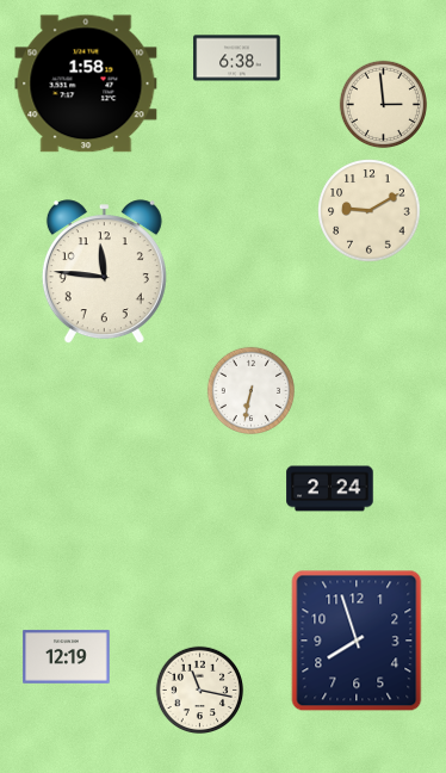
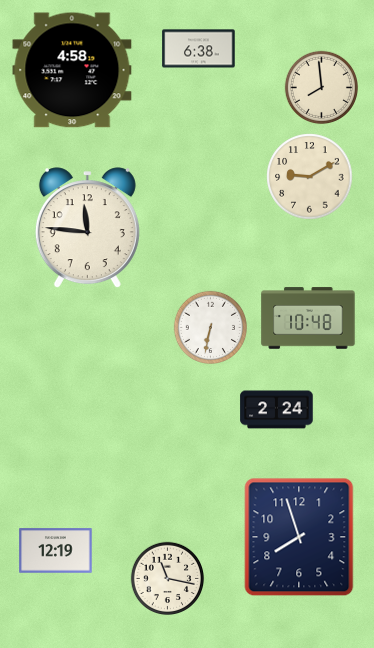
clock at (86, 84): 1:58 -> 4:58
clock at (383, 104): 2:59 -> 7:59
clock at (308, 318): none -> 10:48
